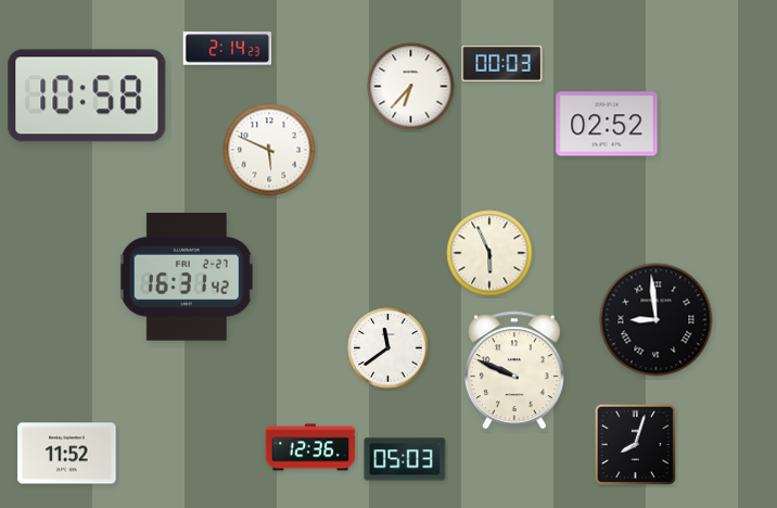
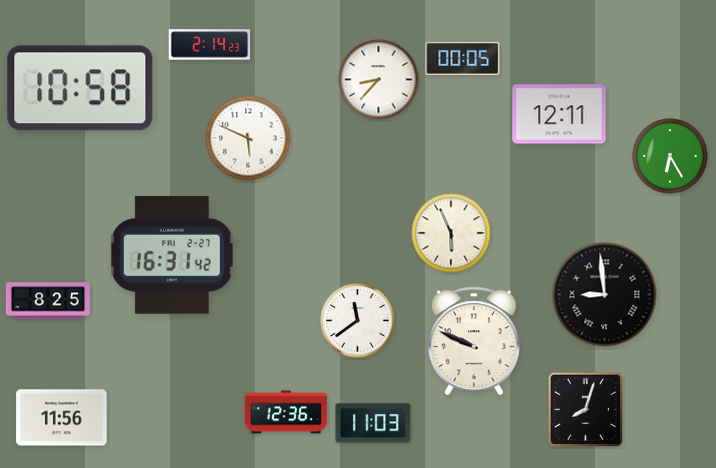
clock at (502, 63): 00:03 -> 00:05
clock at (411, 87): 6:37 -> 8:37
clock at (607, 124): 02:52 -> 12:11
clock at (670, 156): none -> 6:25
clock at (48, 301): none -> 8:25
clock at (67, 454): 11:52 -> 11:56
clock at (405, 459): 05:03 -> 11:03
